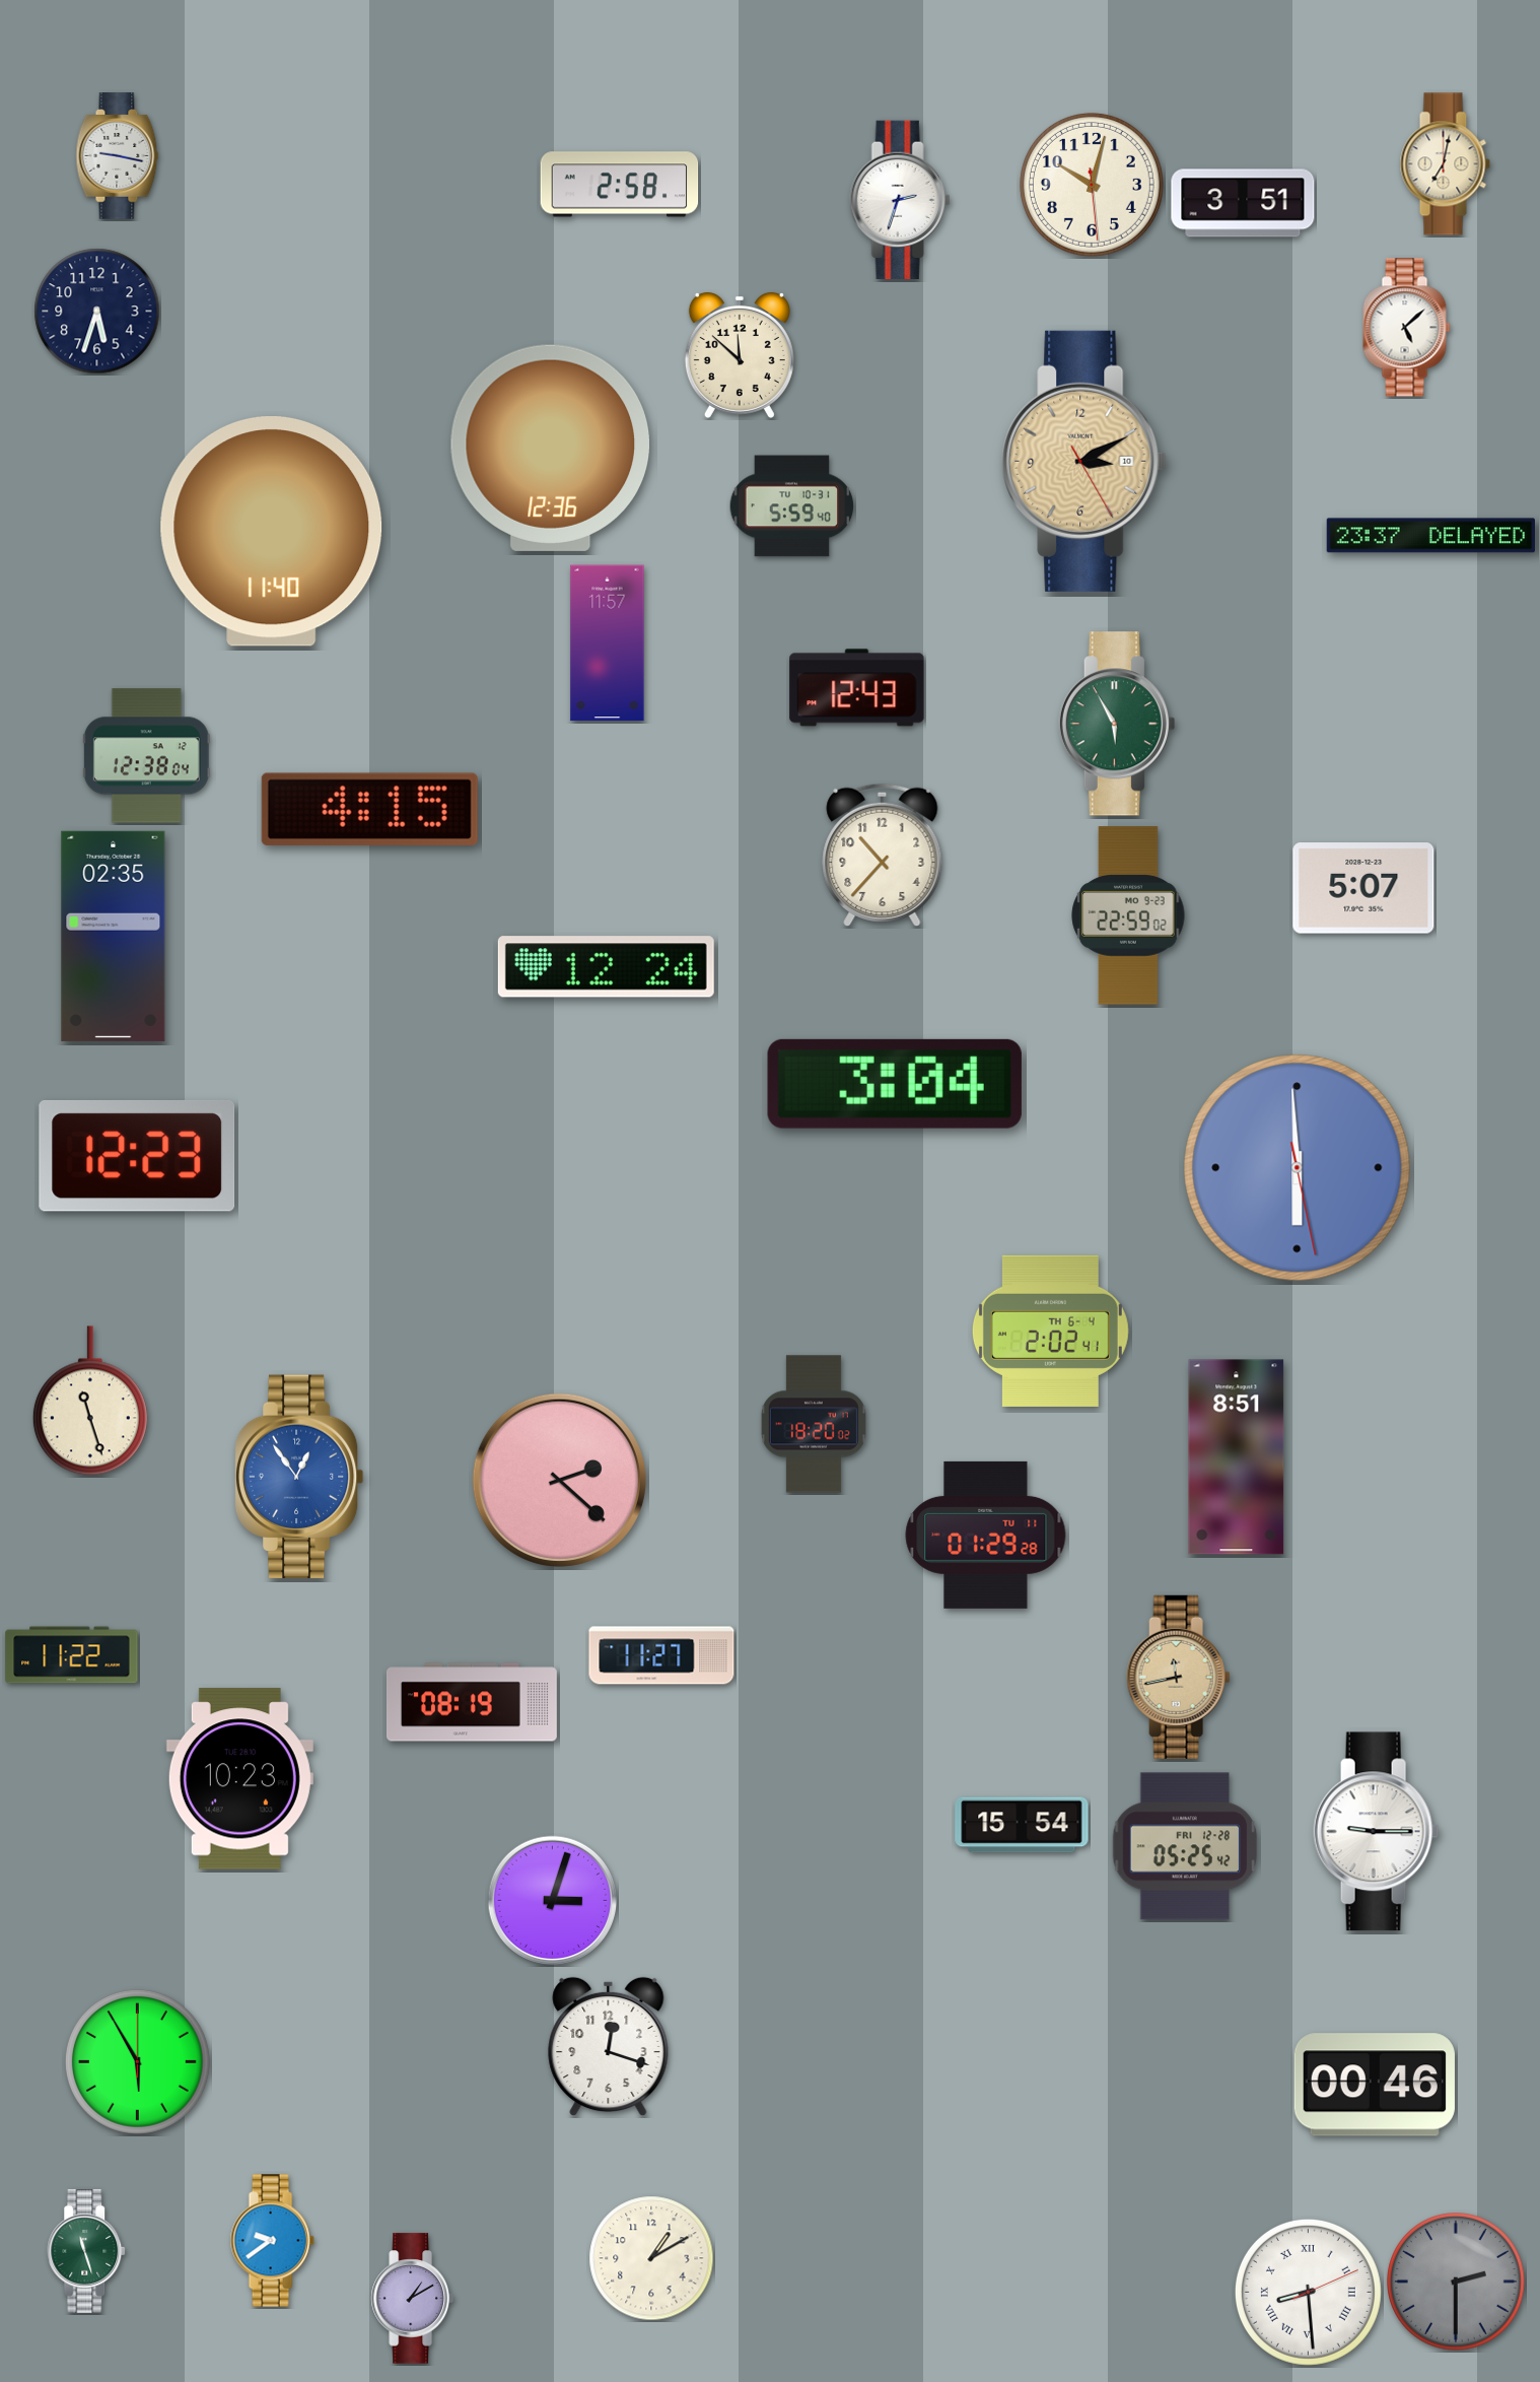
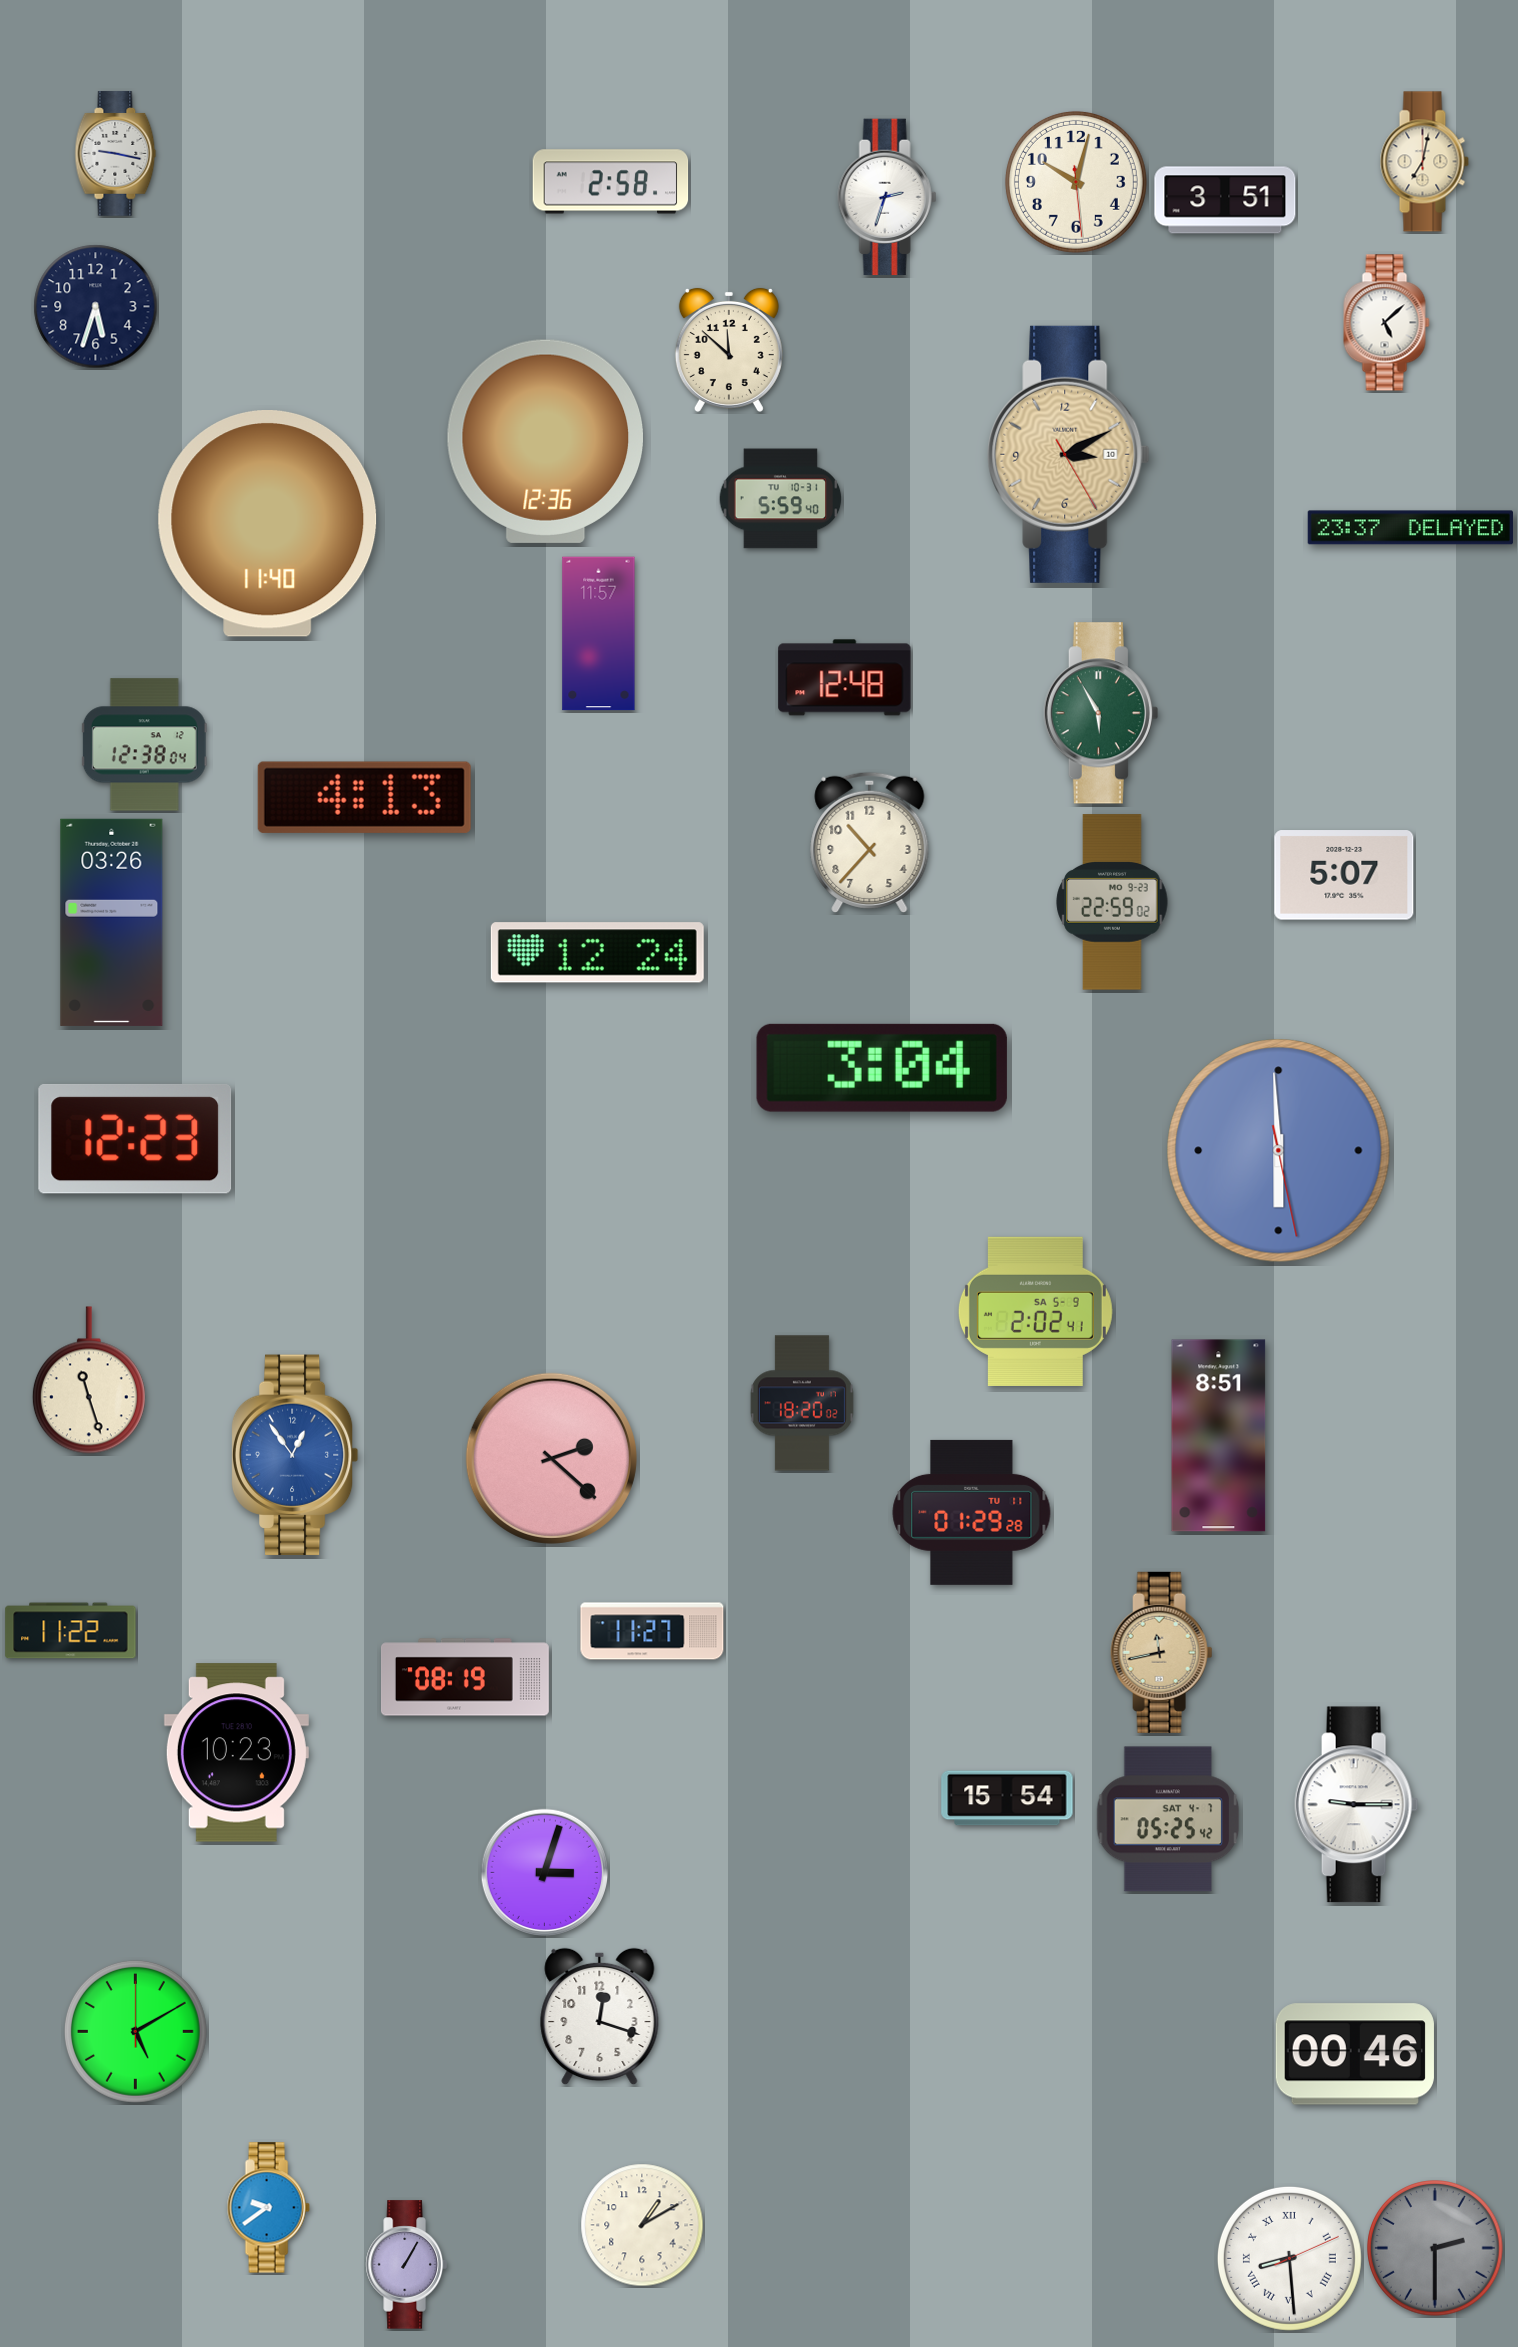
clock at (550, 448) position: (550, 448) -> (545, 441)
clock at (857, 688): 12:43 -> 12:48
clock at (369, 809): 4:15 -> 4:13
clock at (114, 936): 02:35 -> 03:26
clock at (1050, 1331) date: TH 6-4 -> SA 5-9
clock at (1185, 1846) date: FRI 12-28 -> SAT 4-7
clock at (137, 2061): 5:55 -> 5:10
clock at (87, 2251): 11:27 -> none
clock at (412, 2299): 1:10 -> 1:05
